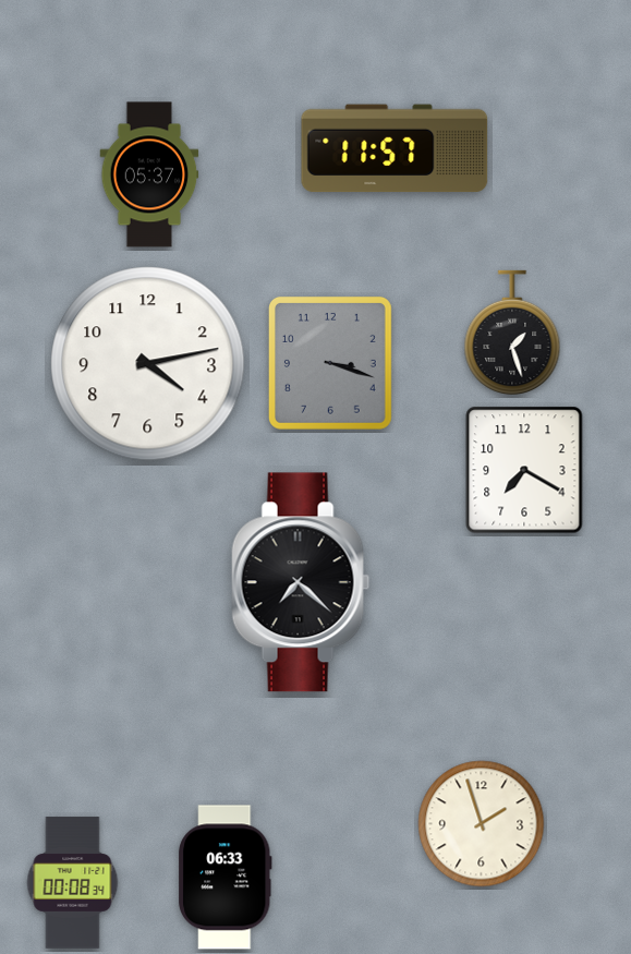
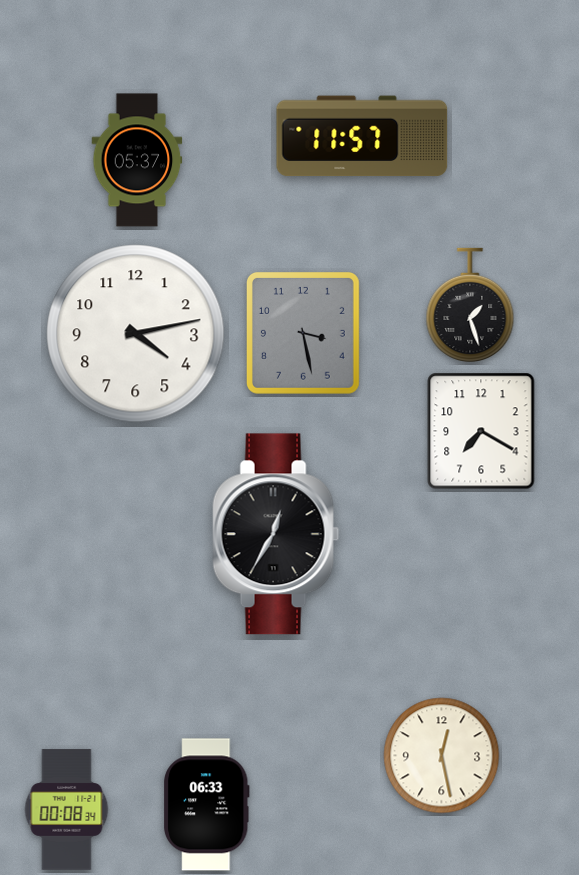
clock at (330, 363): 3:18 -> 3:28
clock at (301, 582): 7:22 -> 12:35
clock at (482, 824): 1:57 -> 12:28
